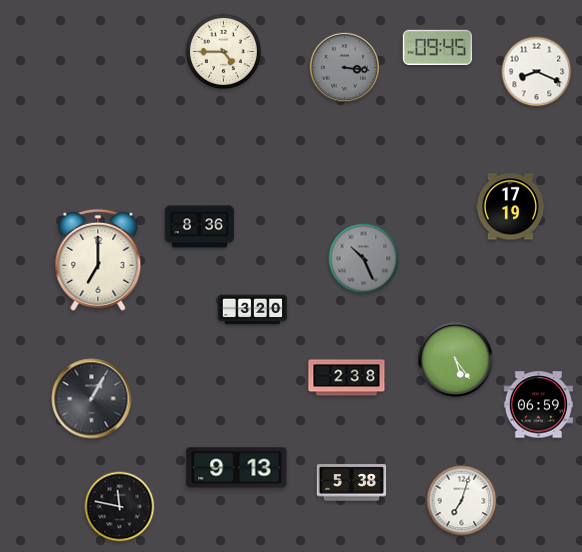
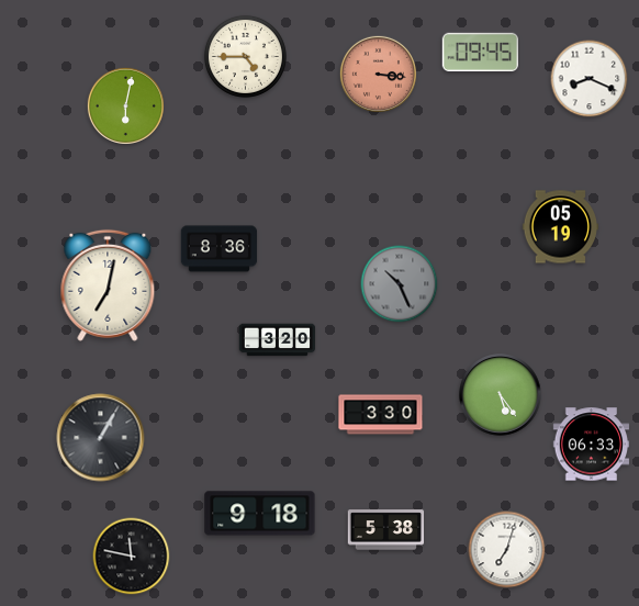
clock at (344, 67) dial: grey -> salmon
clock at (125, 105): none -> 6:02
clock at (511, 207): 17:19 -> 05:19
clock at (98, 260): 7:00 -> 7:02
clock at (347, 378): 2:38 -> 3:30
clock at (539, 405): 06:59 -> 06:33
clock at (237, 468): 9:13 -> 9:18
